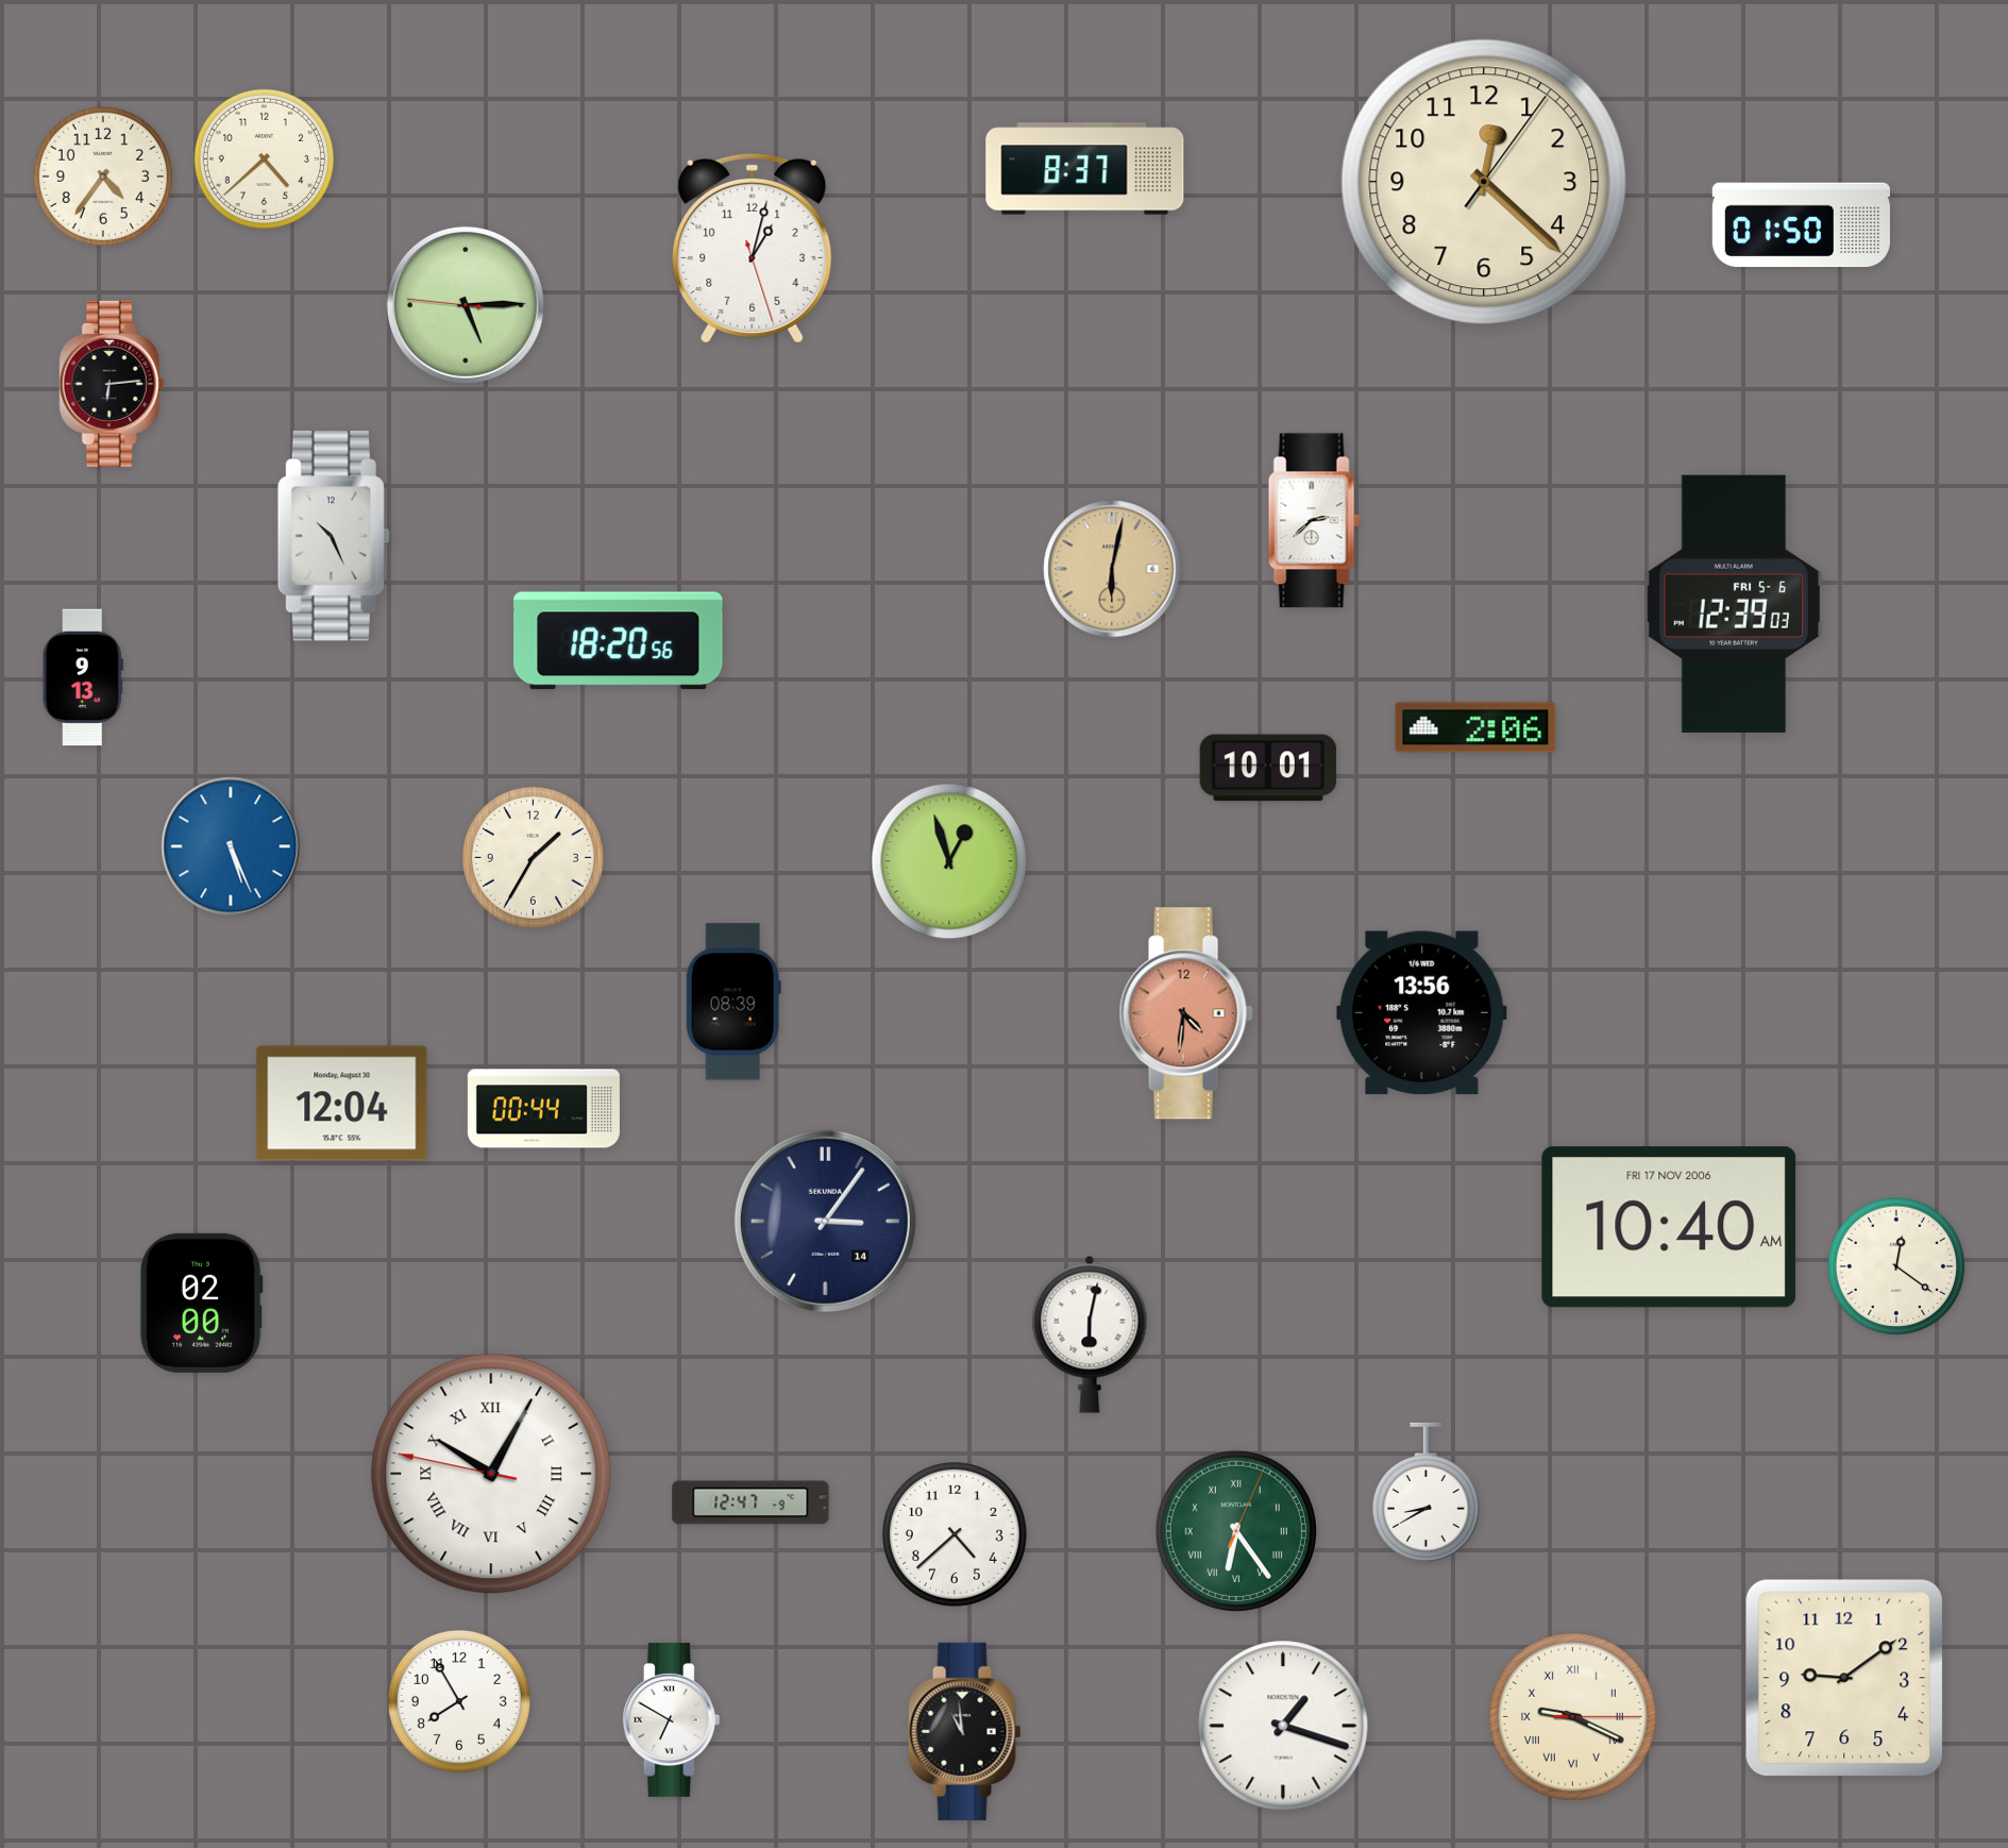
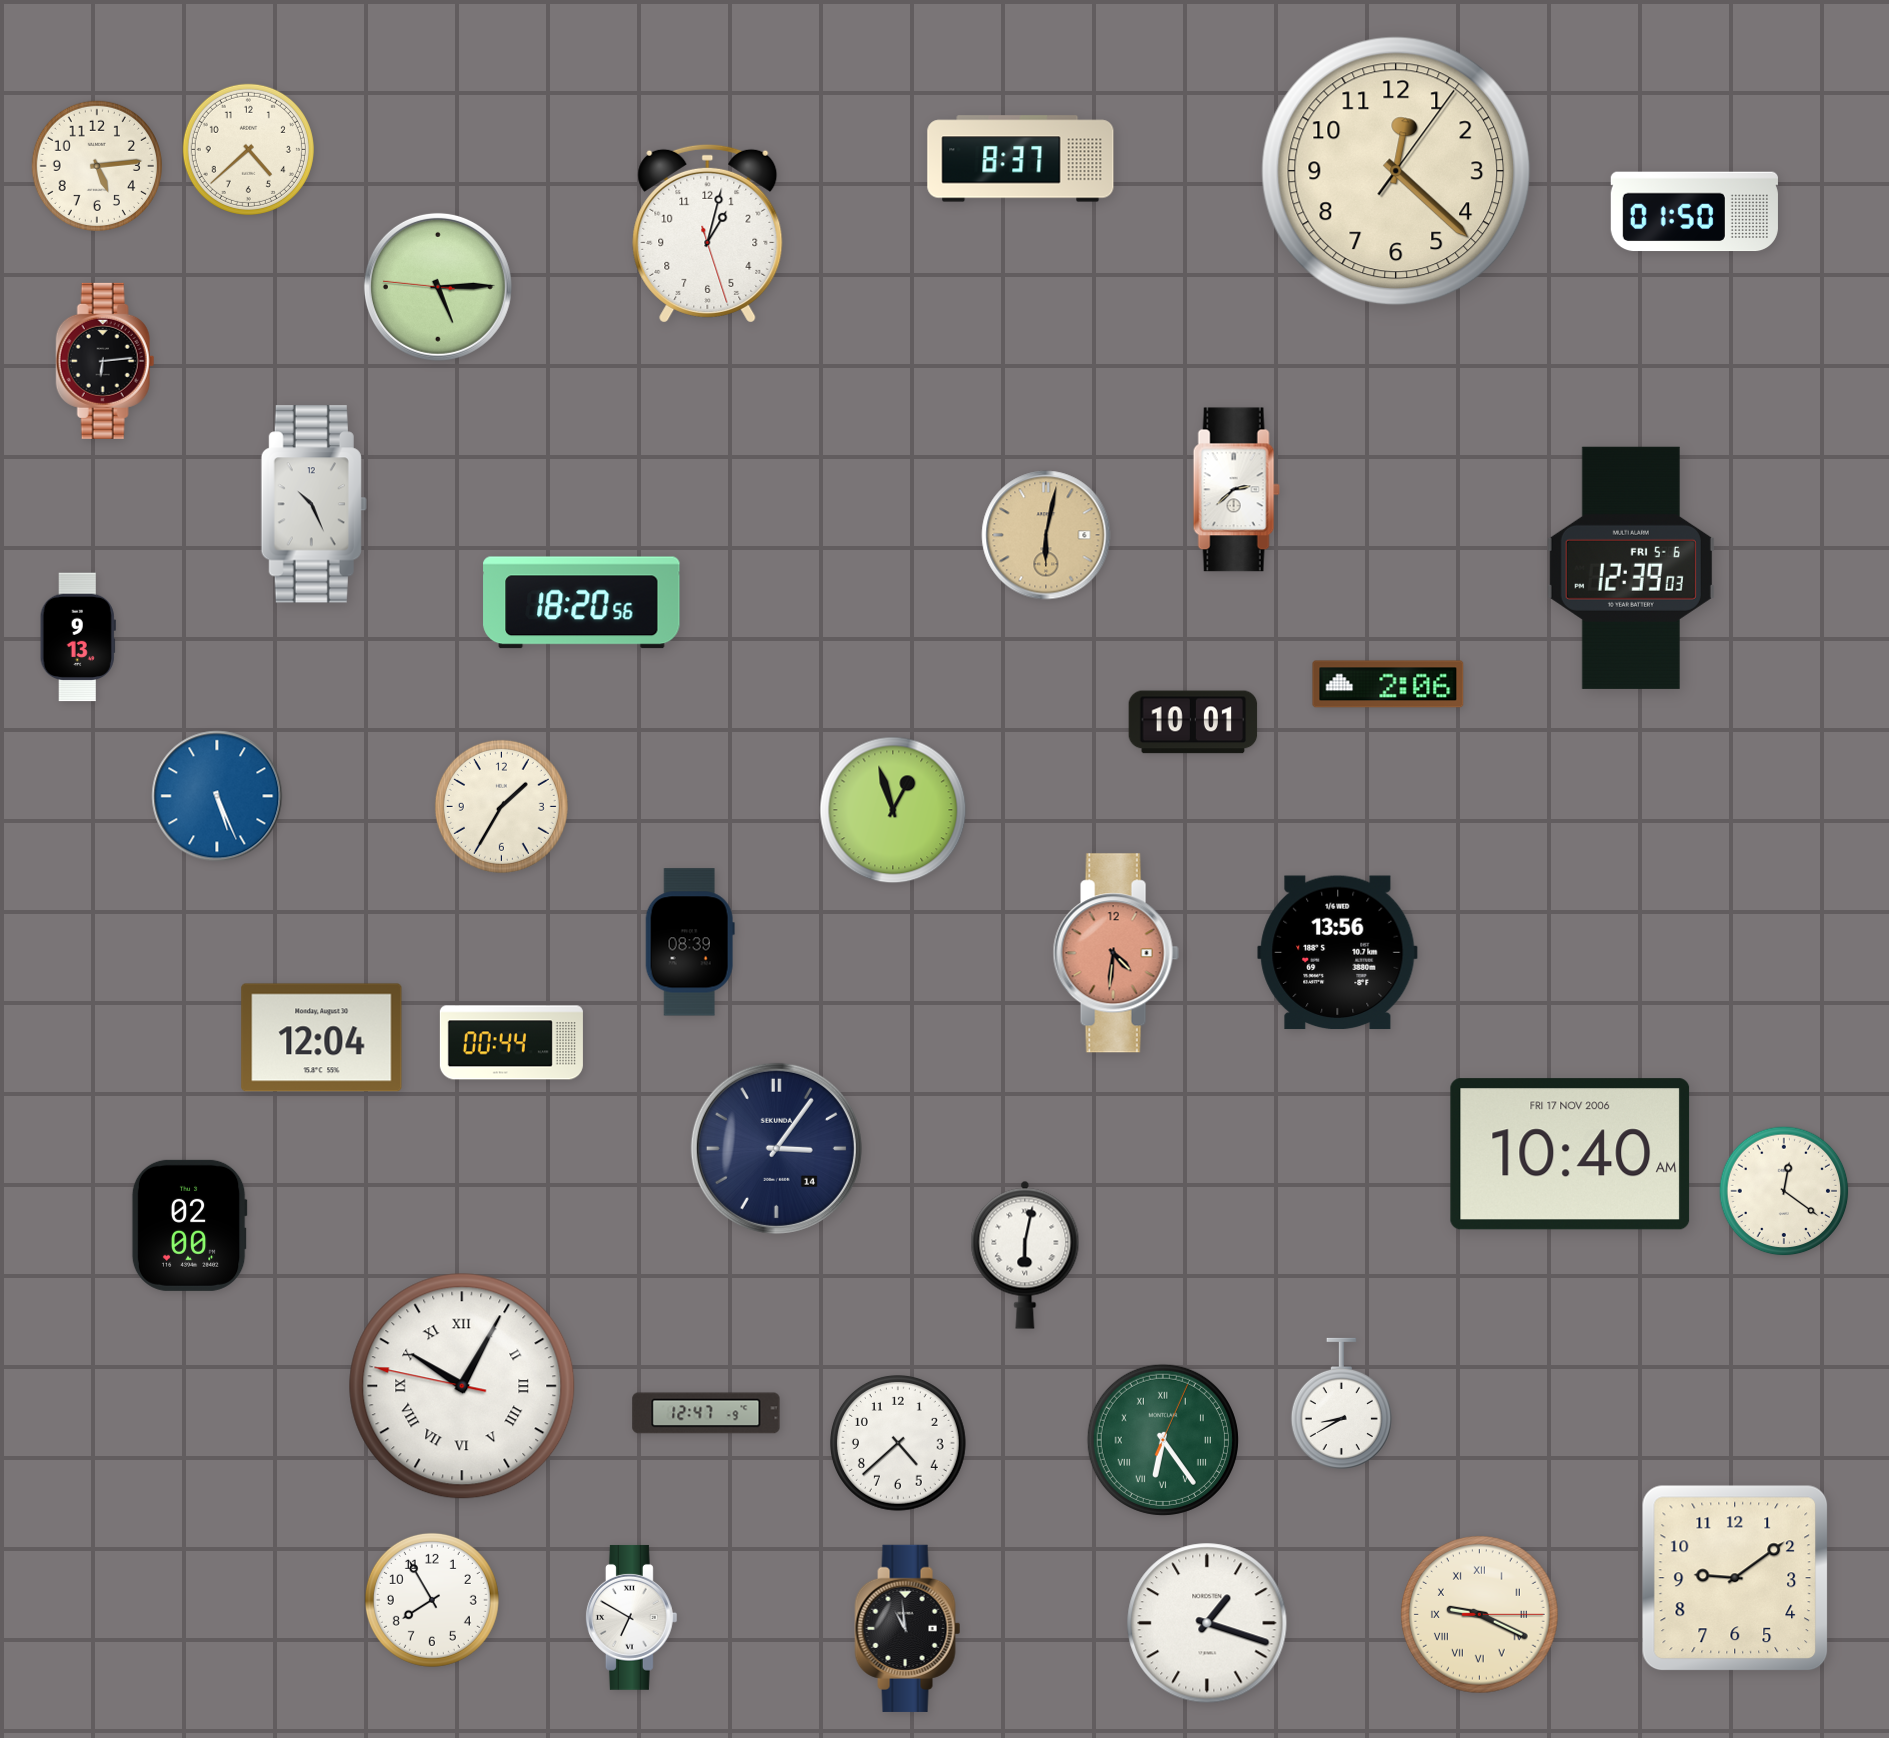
clock at (103, 177): 4:36 -> 5:14
